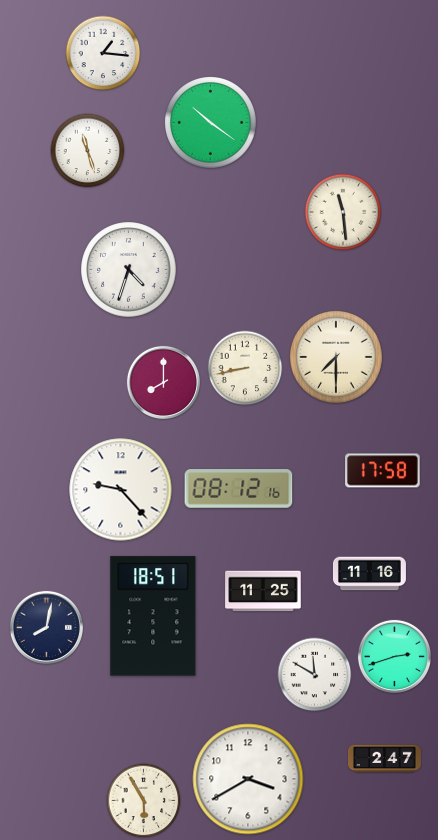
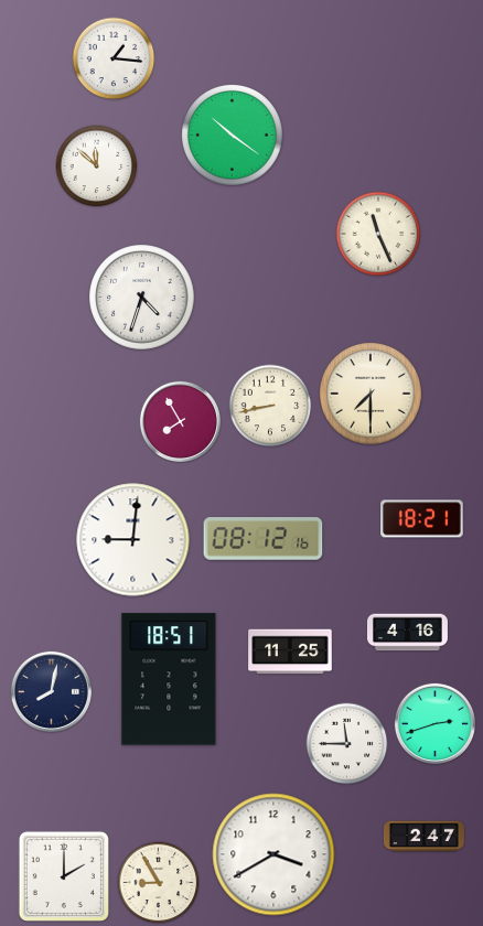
clock at (88, 151): 11:27 -> 11:52
clock at (343, 212): 11:29 -> 11:26
clock at (163, 382): 8:00 -> 7:55
clock at (383, 471): 17:58 -> 18:21
clock at (121, 490): 9:23 -> 9:01
clock at (369, 574): 11:16 -> 4:16
clock at (315, 675): 11:50 -> 11:45
clock at (248, 779) position: (248, 779) -> (273, 854)
clock at (64, 876): none -> 2:00
clock at (144, 801): 5:55 -> 8:55
